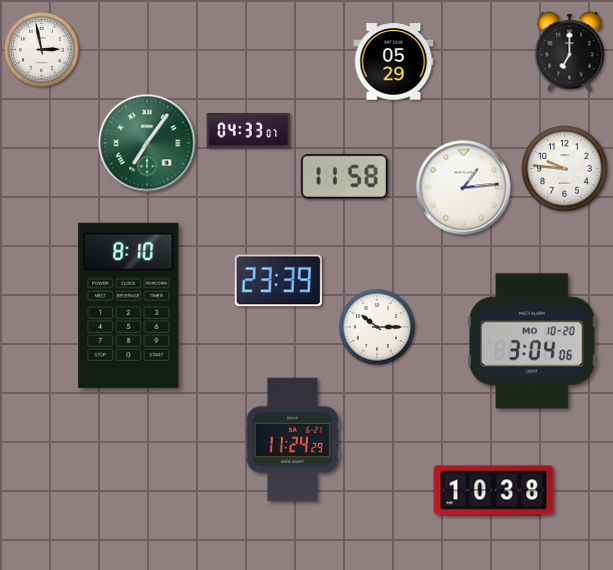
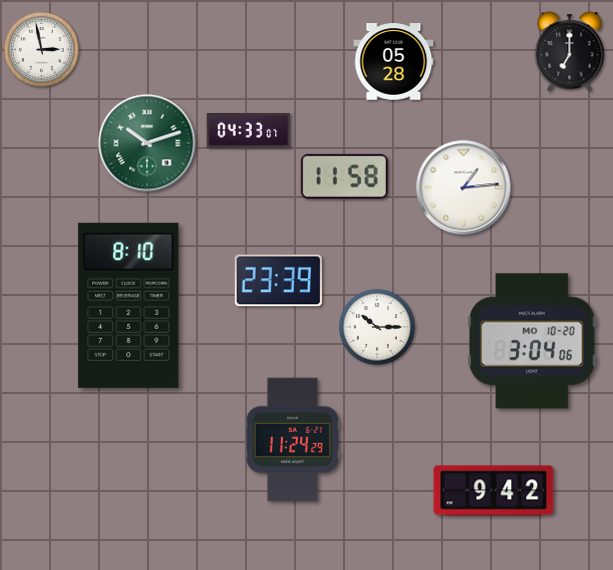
clock at (394, 62): 05:29 -> 05:28
clock at (147, 143): 7:06 -> 10:12
clock at (565, 169): 9:46 -> none
clock at (494, 491): 10:38 -> 9:42
